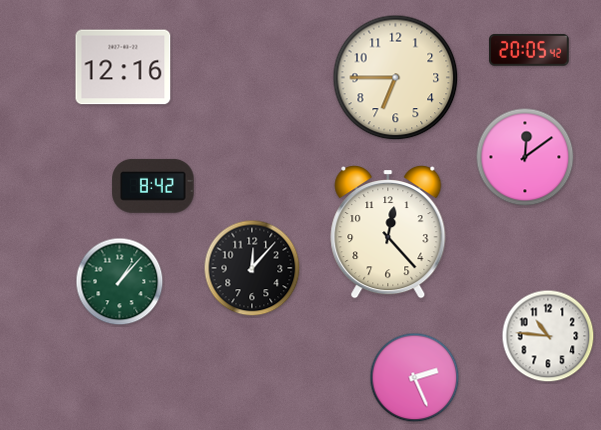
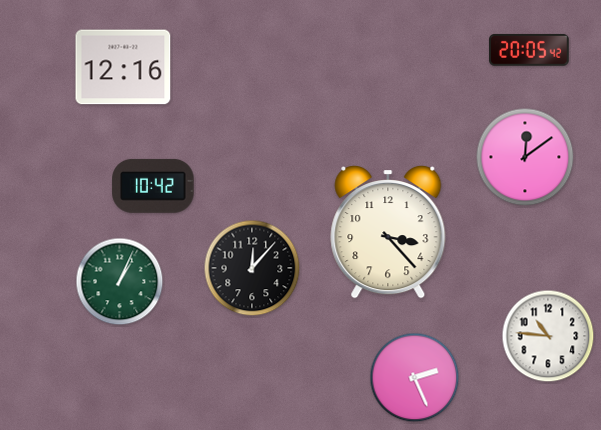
clock at (396, 78): 6:45 -> none
clock at (153, 186): 8:42 -> 10:42
clock at (388, 233): 12:23 -> 3:23
clock at (120, 282): 1:07 -> 1:04
